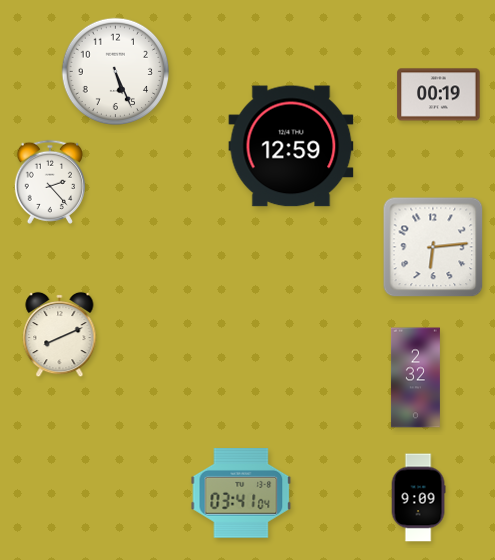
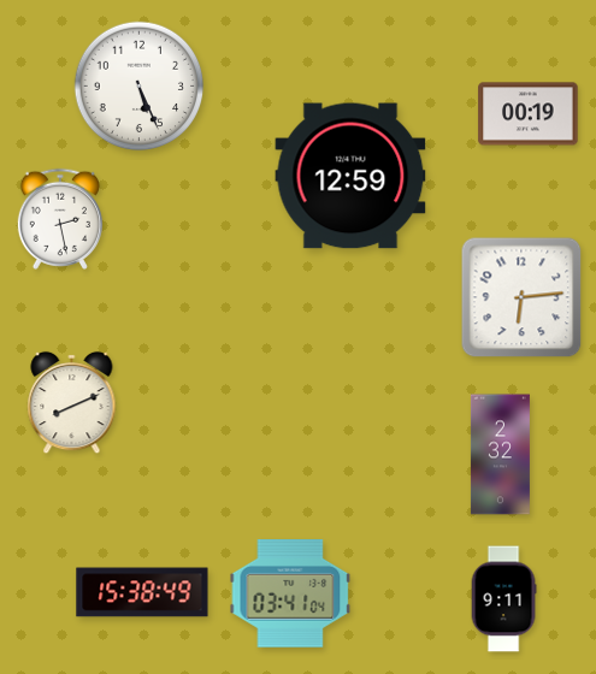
clock at (50, 182): 2:23 -> 2:28
clock at (142, 592): none -> 15:38
clock at (418, 498): 9:09 -> 9:11
